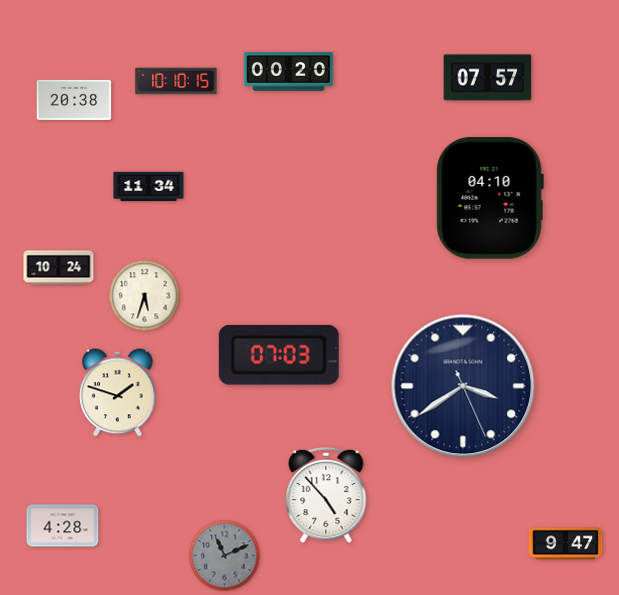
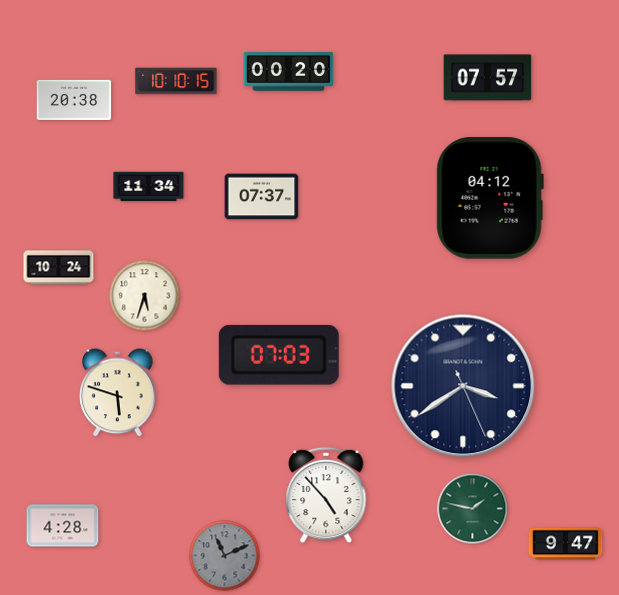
clock at (262, 197): none -> 07:37
clock at (490, 198): 04:10 -> 04:12
clock at (118, 393): 1:48 -> 5:48
clock at (473, 509): none -> 1:47
